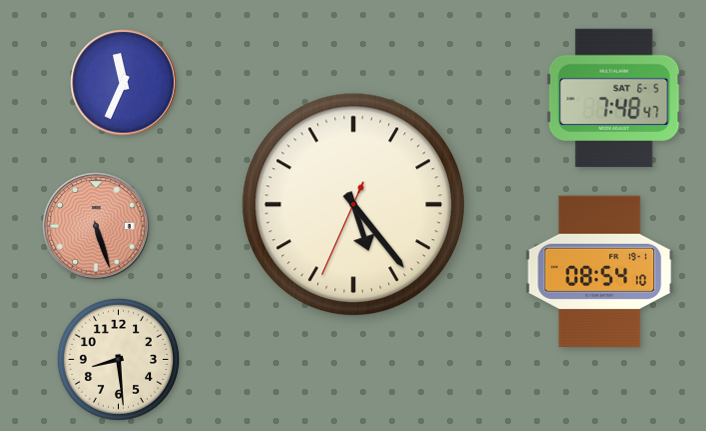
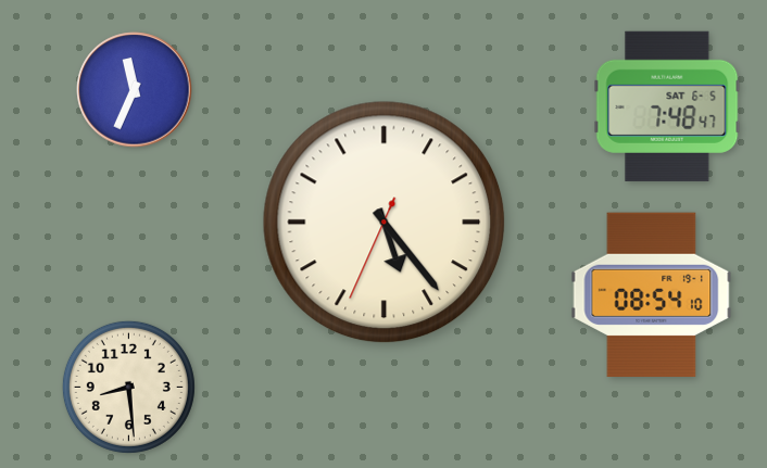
clock at (96, 226): 5:27 -> none
clock at (118, 359) position: (118, 359) -> (128, 387)
